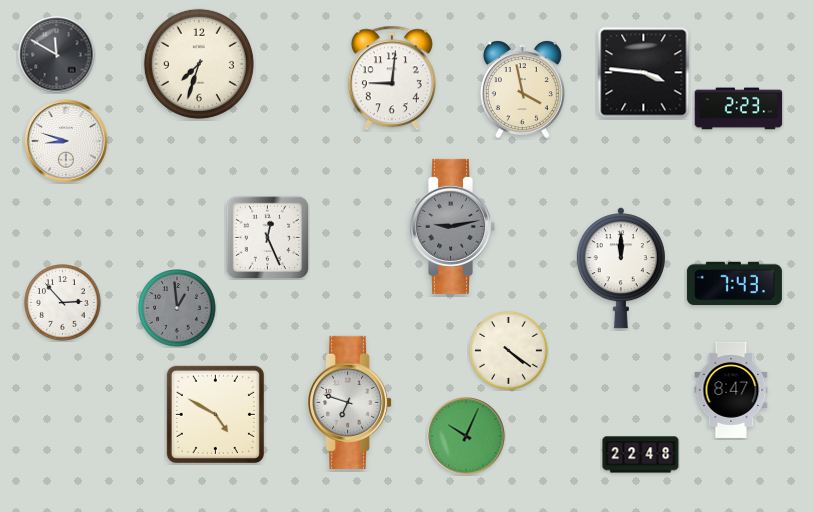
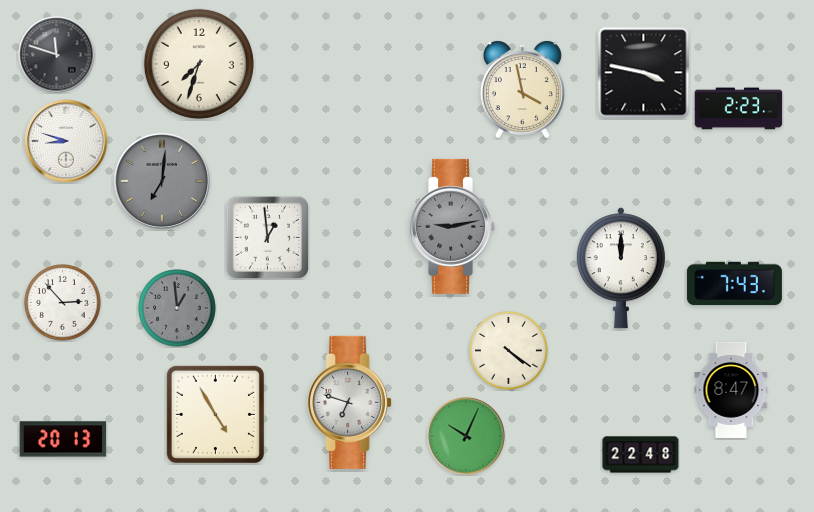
clock at (57, 55): 11:50 -> 11:48
clock at (644, 73): 3:46 -> 3:47
clock at (392, 78): 9:01 -> none
clock at (162, 181): none -> 7:01
clock at (267, 237): 12:26 -> 12:59
clock at (215, 414): 4:50 -> 4:55
clock at (63, 439): none -> 20:13
